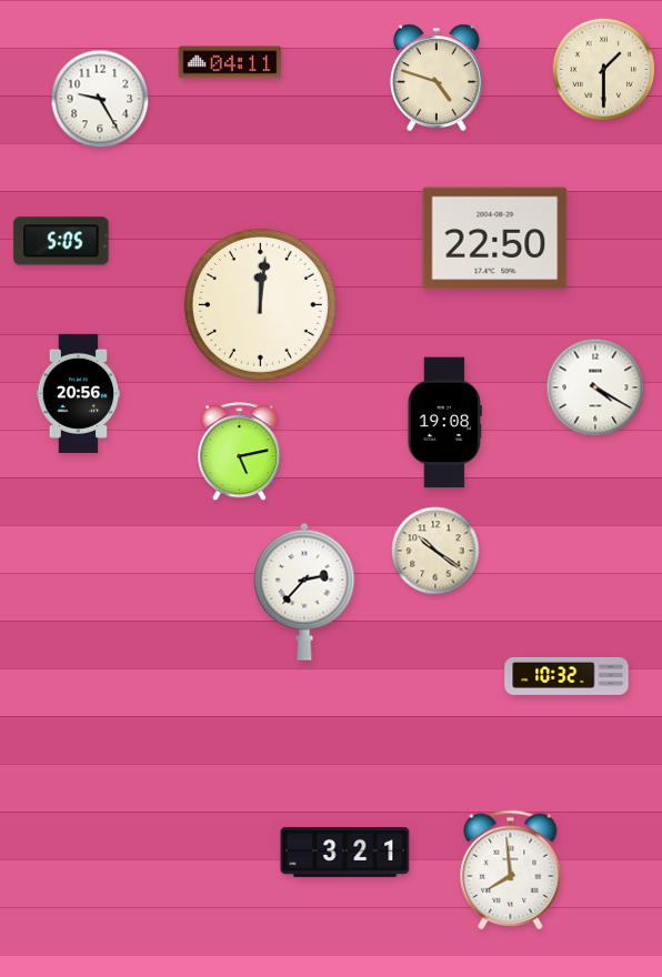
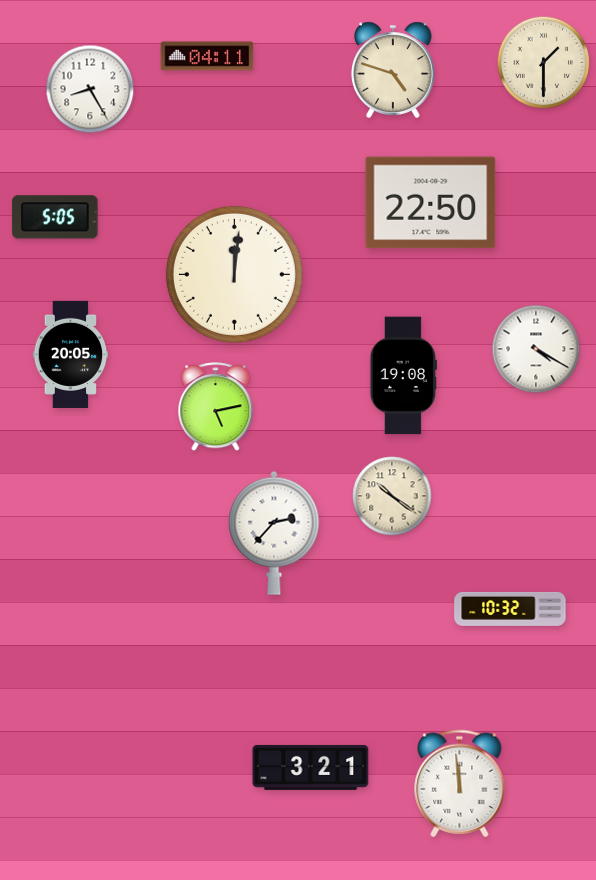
clock at (100, 99): 9:25 -> 8:25
clock at (495, 239) position: (495, 239) -> (431, 203)
clock at (79, 393): 20:56 -> 20:05
clock at (444, 423) position: (444, 423) -> (403, 376)
clock at (511, 870): 7:59 -> 11:59
